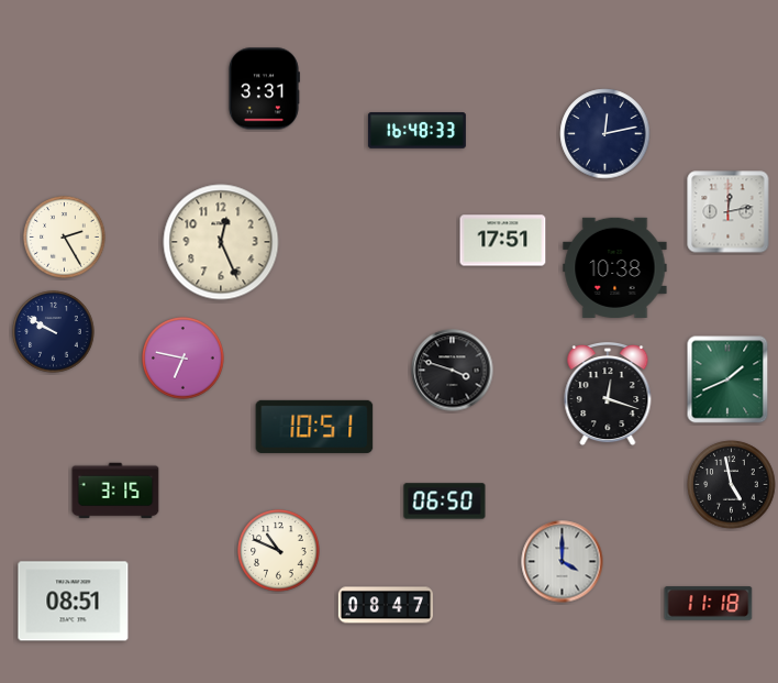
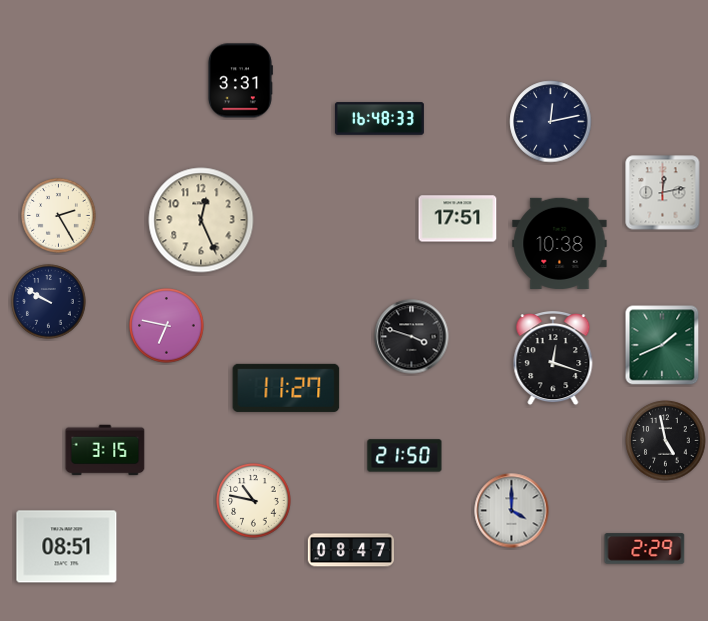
clock at (314, 427): 10:51 -> 11:27
clock at (115, 491) position: (115, 491) -> (105, 450)
clock at (445, 502): 06:50 -> 21:50
clock at (279, 551): 10:49 -> 10:47
clock at (709, 604): 11:18 -> 2:29
